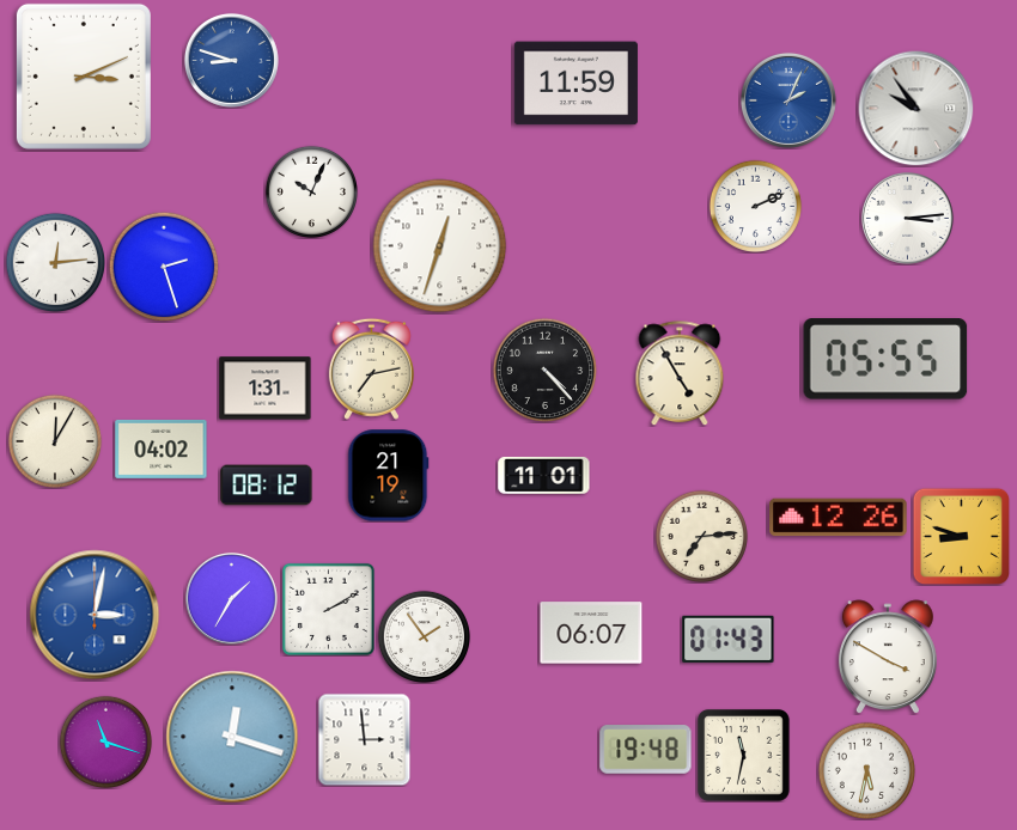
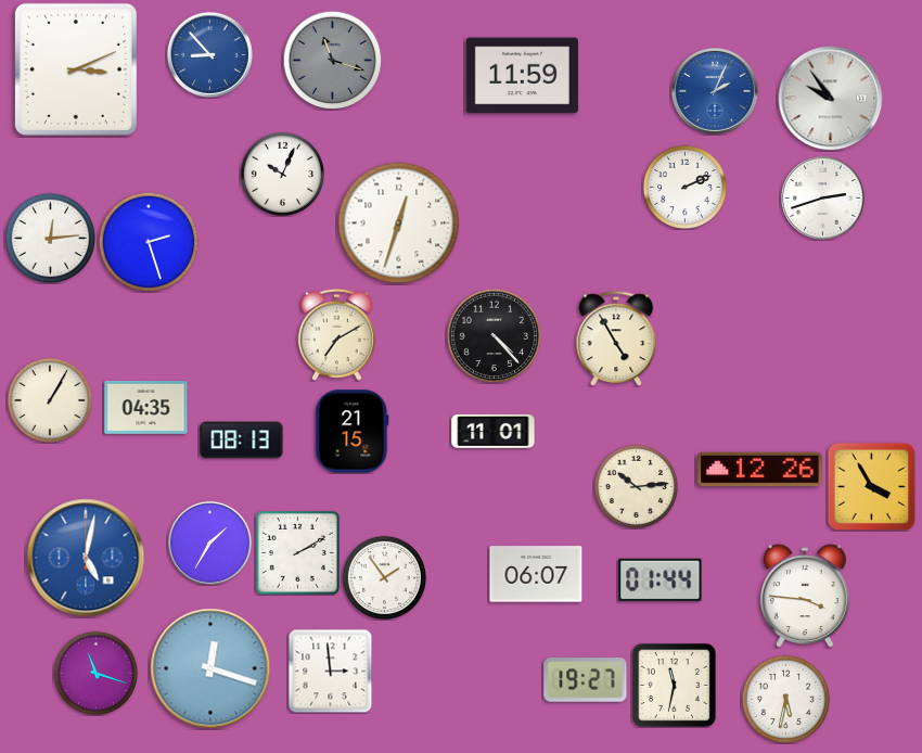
clock at (231, 60): 8:48 -> 8:53
clock at (332, 60): none -> 11:18
clock at (908, 219): 3:14 -> 2:42
clock at (885, 359): 05:55 -> none
clock at (371, 368): 7:13 -> 7:10
clock at (266, 389): 1:31 -> none
clock at (54, 440): 12:05 -> 1:05
clock at (162, 448): 04:02 -> 04:35
clock at (389, 476): 21:19 -> 21:15
clock at (267, 486): 08:12 -> 08:13
clock at (701, 536): 7:14 -> 10:14
clock at (961, 536): 8:48 -> 3:55
clock at (95, 615): 3:02 -> 5:02
clock at (729, 639): 01:43 -> 01:44
clock at (888, 657): 3:50 -> 3:46
clock at (646, 750): 19:48 -> 19:27
